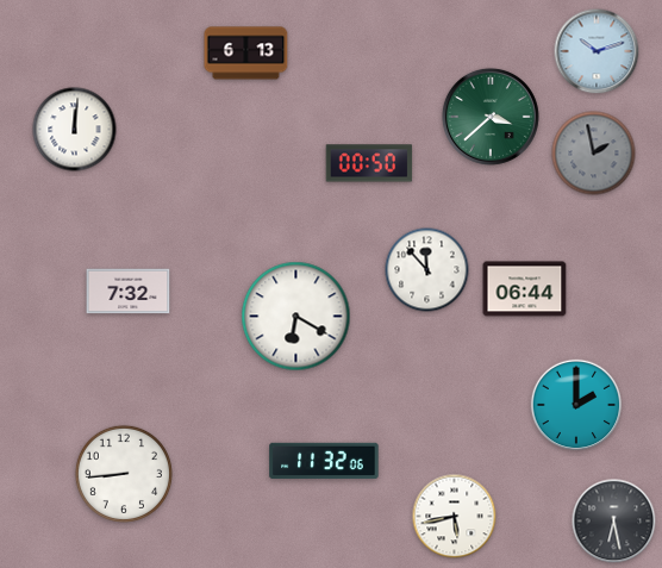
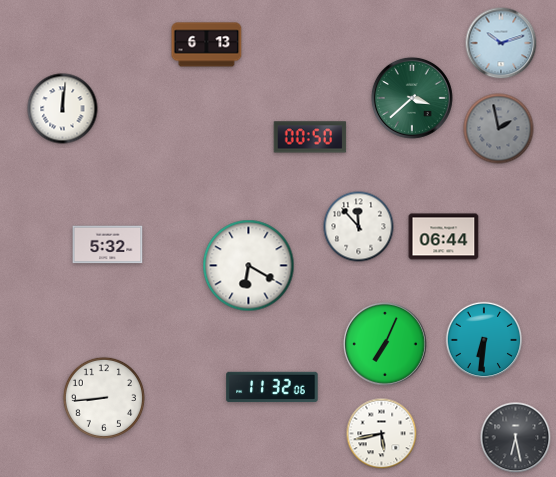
clock at (525, 289) position: (525, 289) -> (444, 237)
clock at (129, 292): 7:32 -> 5:32
clock at (576, 405): 2:00 -> 6:31
clock at (386, 345): none -> 7:04
